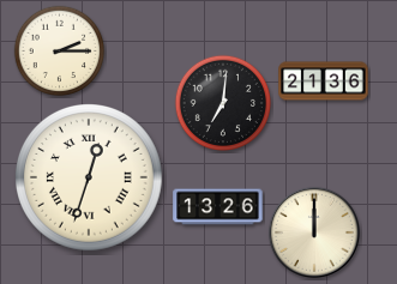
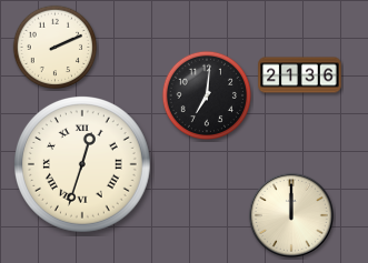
clock at (60, 52): 2:15 -> 2:11
clock at (218, 207): 13:26 -> none
